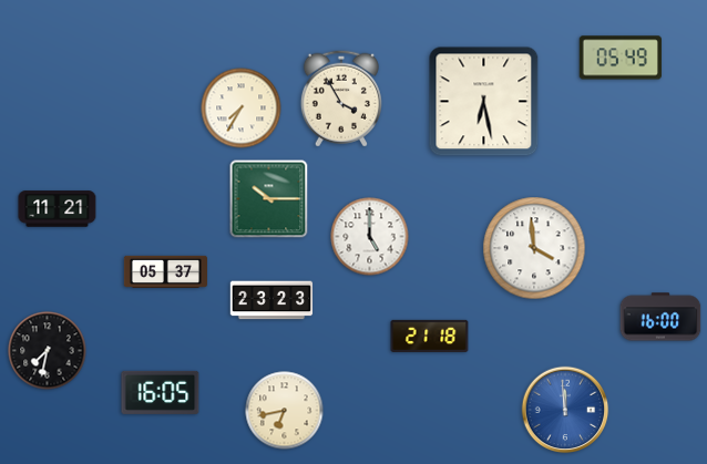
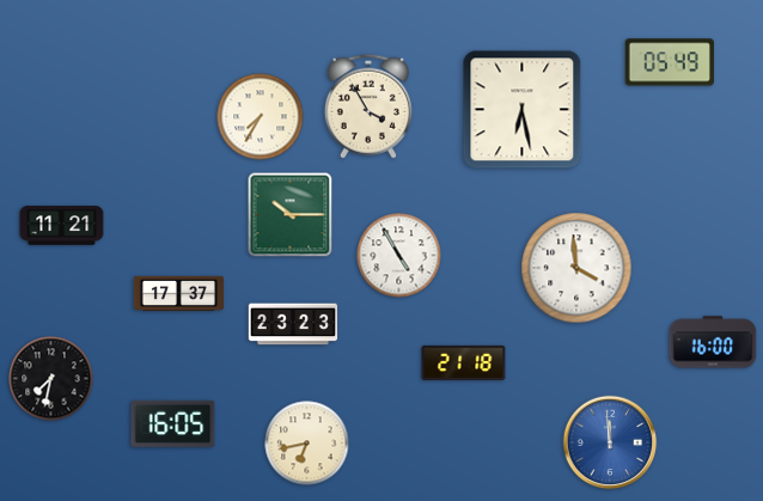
clock at (370, 237): 5:00 -> 4:55
clock at (165, 271): 05:37 -> 17:37
